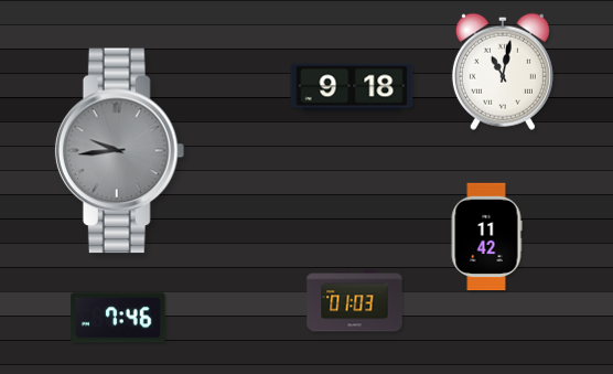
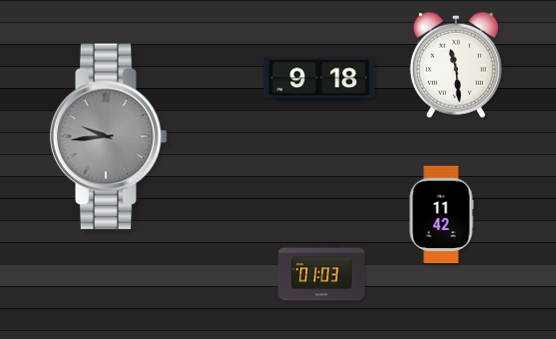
clock at (503, 72): 11:02 -> 11:29
clock at (118, 318): 7:46 -> none
